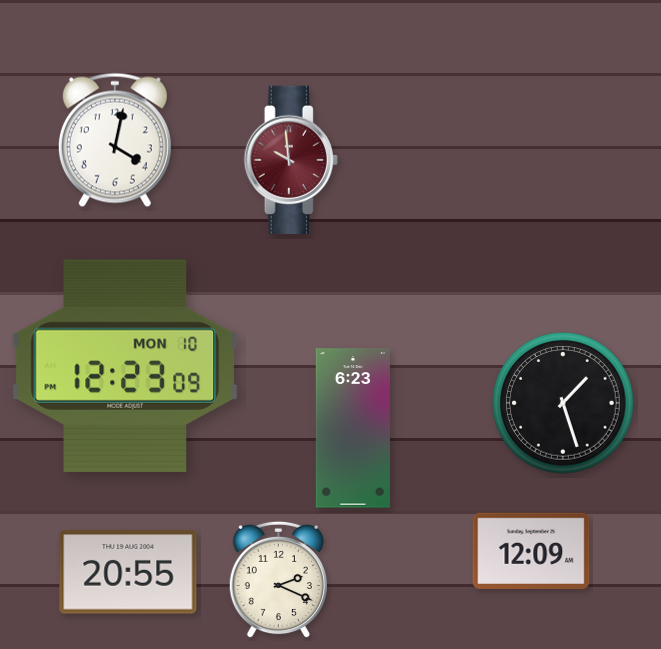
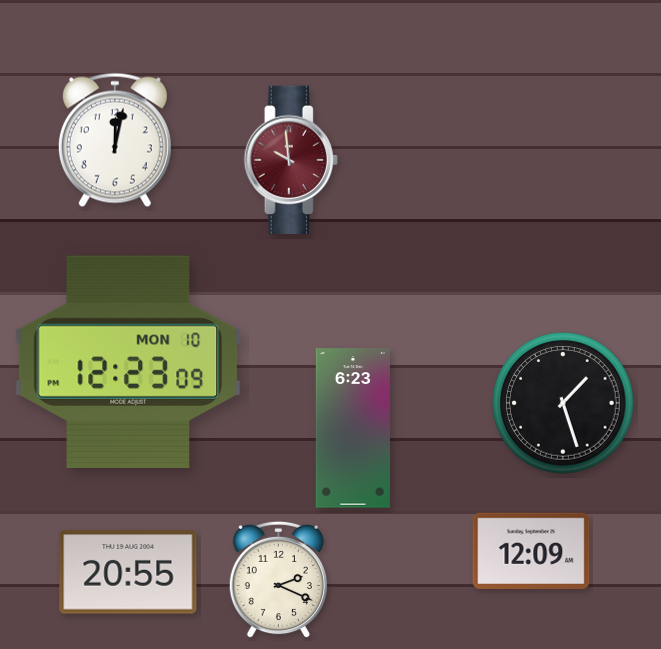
clock at (115, 140): 4:02 -> 12:02
clock at (125, 366) position: (125, 366) -> (128, 362)
